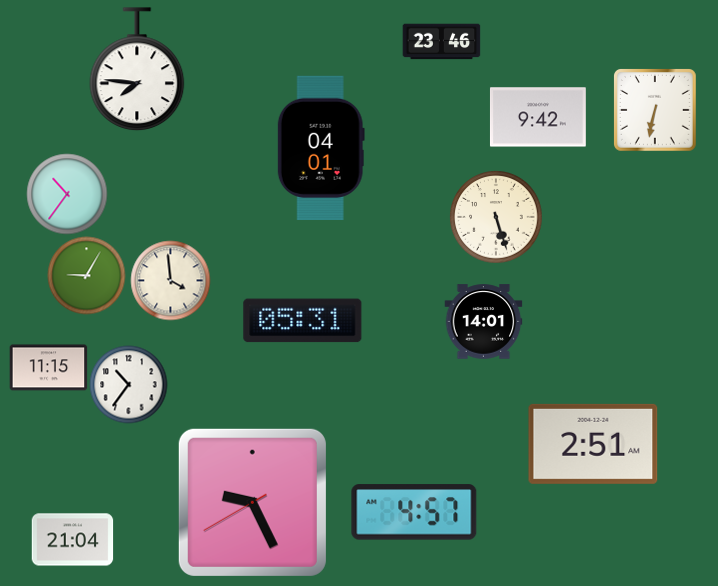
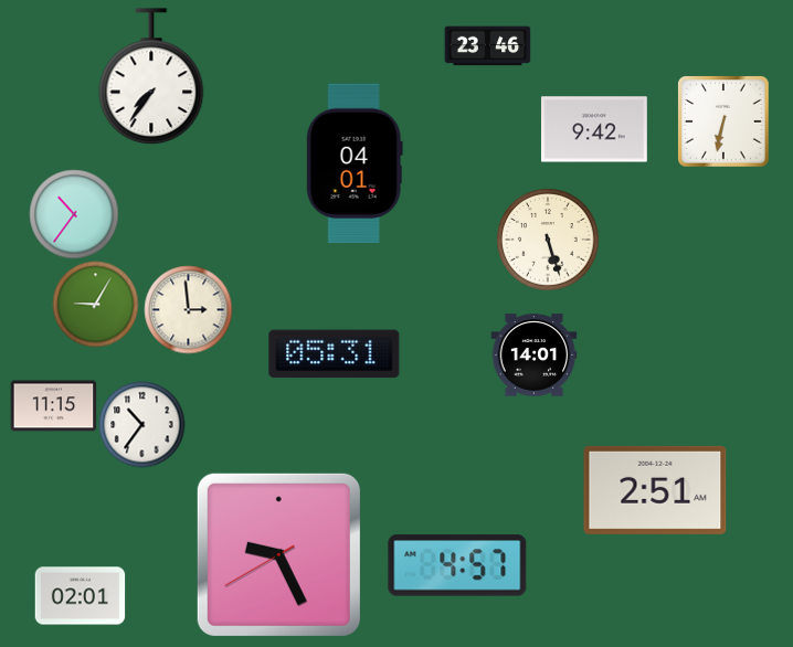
clock at (137, 69): 7:46 -> 7:36
clock at (170, 280): 3:59 -> 2:59
clock at (72, 540): 21:04 -> 02:01
